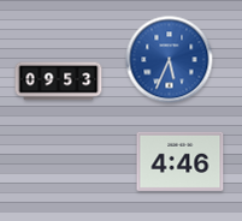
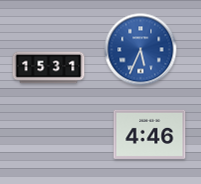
clock at (59, 82): 09:53 -> 15:31
